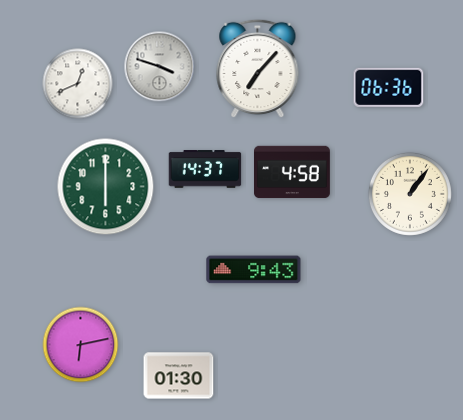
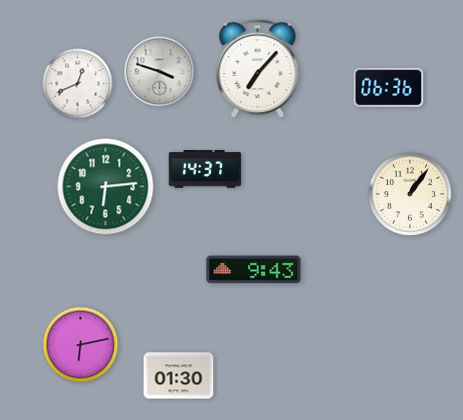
clock at (160, 67) position: (160, 67) -> (160, 72)
clock at (293, 172): 4:58 -> none
clock at (106, 187): 6:00 -> 6:14
